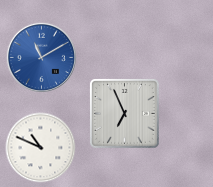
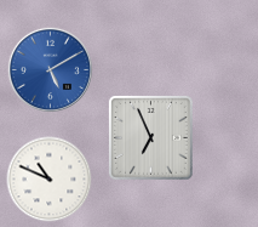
clock at (41, 57): 11:10 -> 5:10
